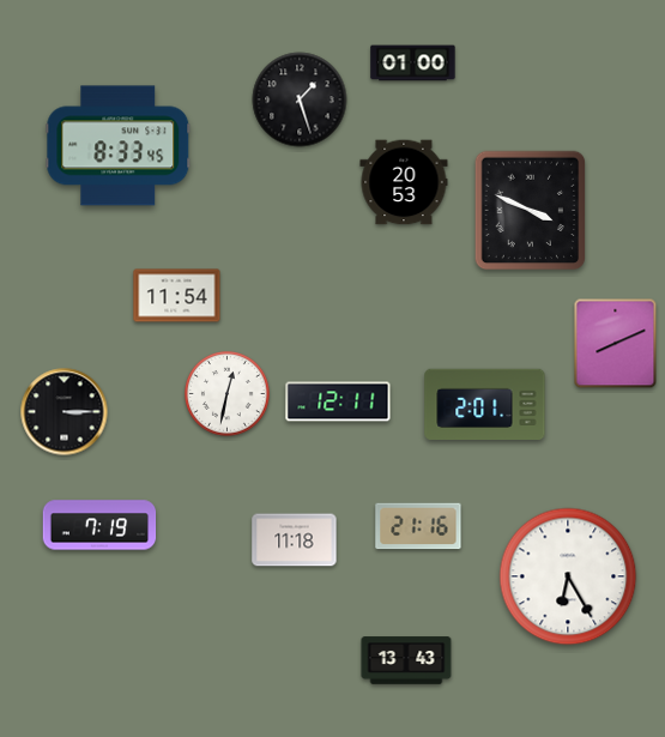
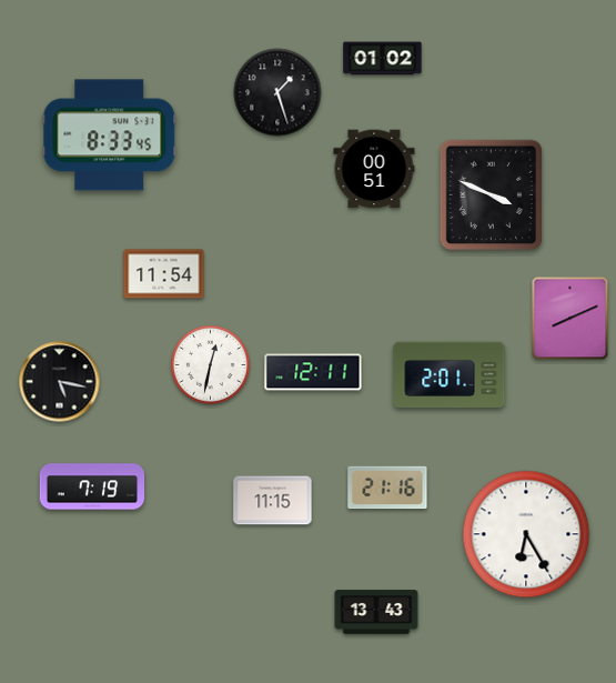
clock at (413, 64): 01:00 -> 01:02
clock at (404, 182): 20:53 -> 00:51
clock at (65, 412): 3:15 -> 5:17
clock at (295, 540): 11:18 -> 11:15
